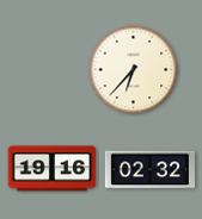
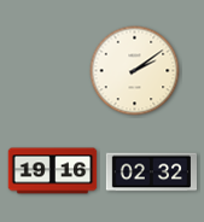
clock at (134, 70): 6:37 -> 2:09
